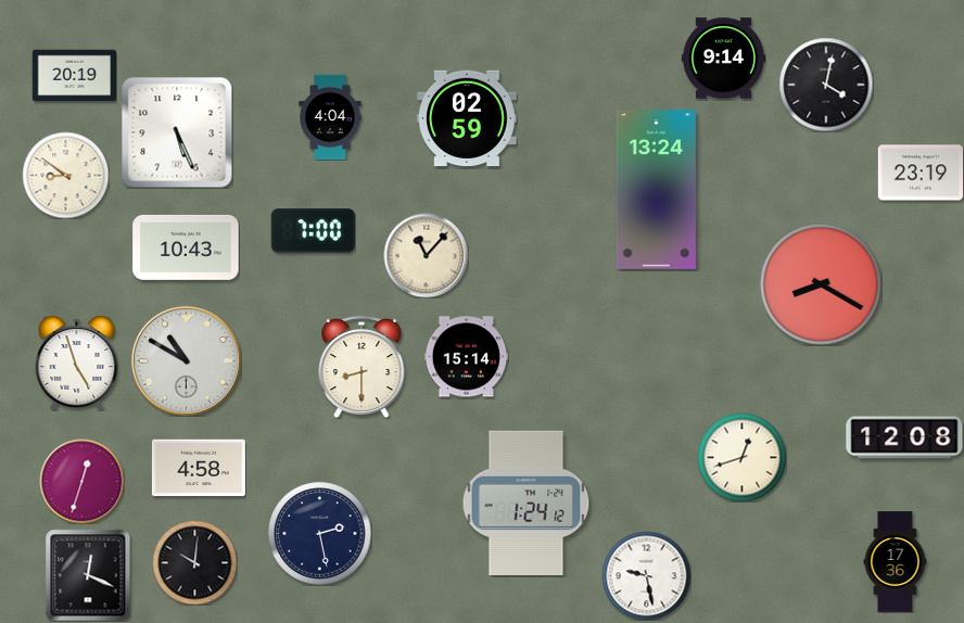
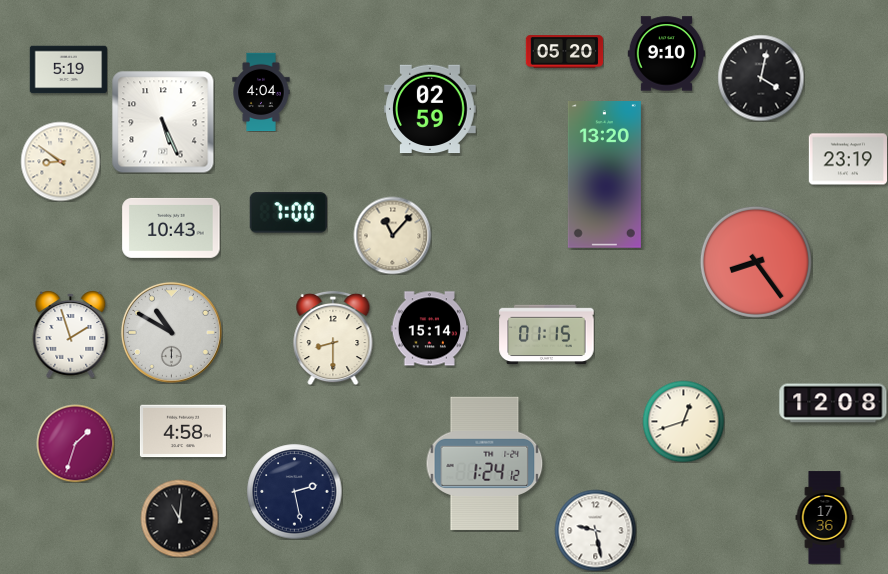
clock at (564, 52): none -> 05:20
clock at (723, 59): 9:14 -> 9:10
clock at (74, 76): 20:19 -> 5:19
clock at (330, 117) position: (330, 117) -> (261, 92)
clock at (656, 190): 13:24 -> 13:20
clock at (821, 284): 8:20 -> 8:24
clock at (77, 363): 4:57 -> 1:57
clock at (547, 335): none -> 01:15
clock at (81, 481): 12:33 -> 1:33
clock at (194, 562): 10:01 -> 11:01
clock at (88, 575): 12:19 -> none
